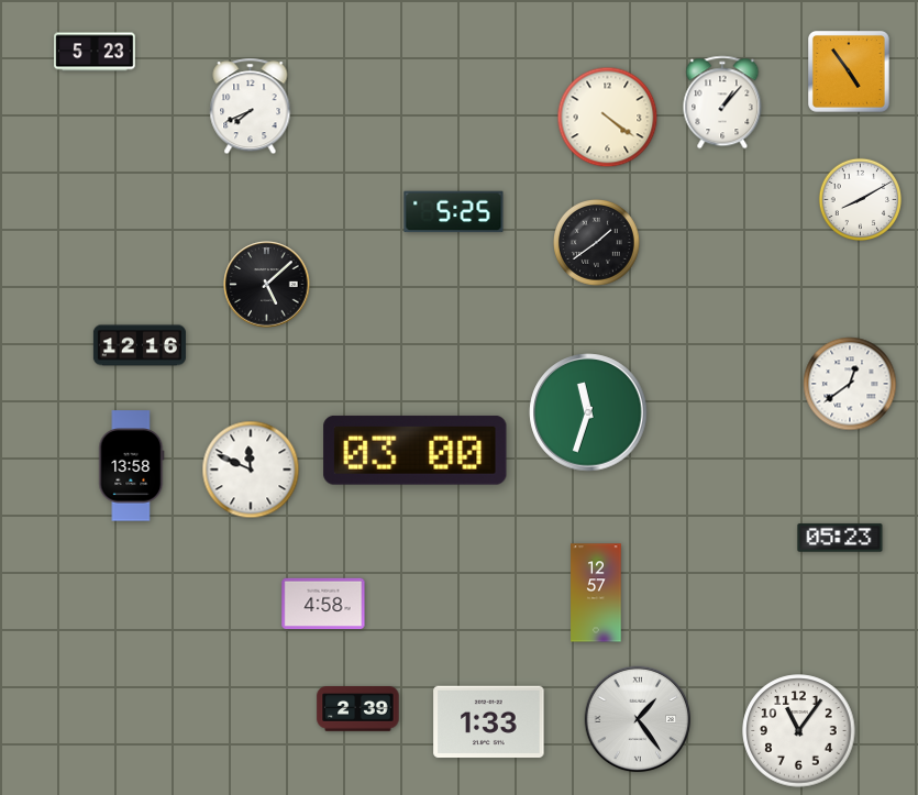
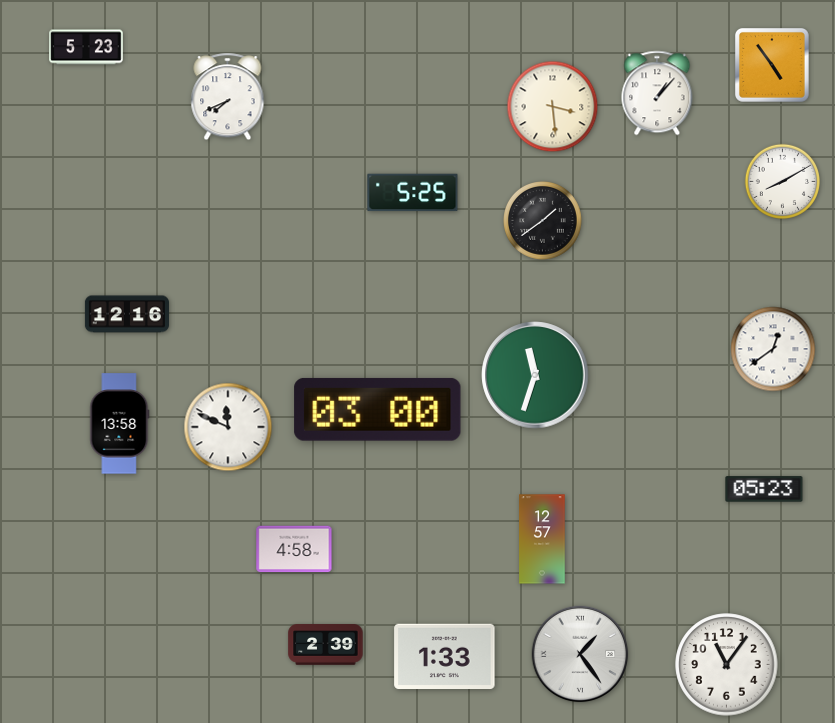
clock at (608, 118): 4:21 -> 3:29
clock at (267, 285): 5:08 -> none
